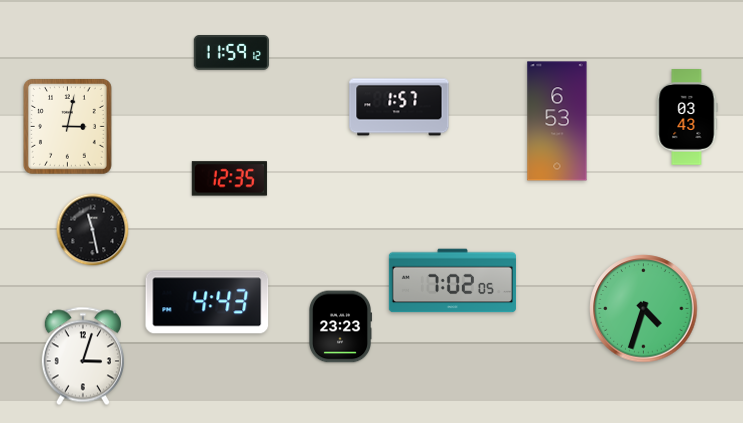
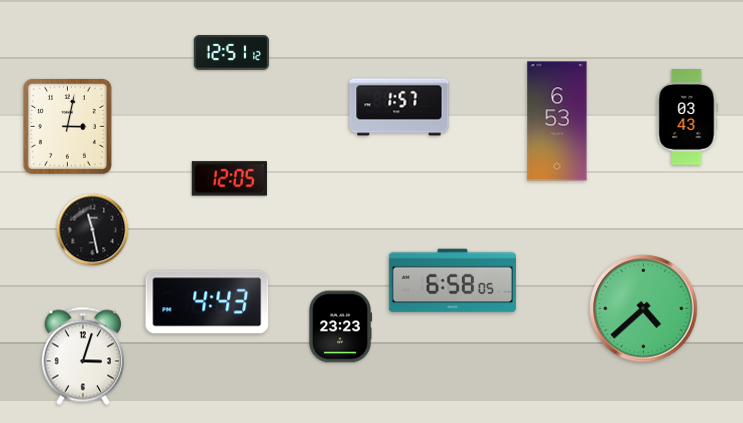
clock at (231, 53): 11:59 -> 12:51
clock at (229, 179): 12:35 -> 12:05
clock at (452, 281): 7:02 -> 6:58
clock at (644, 309): 4:33 -> 4:38
